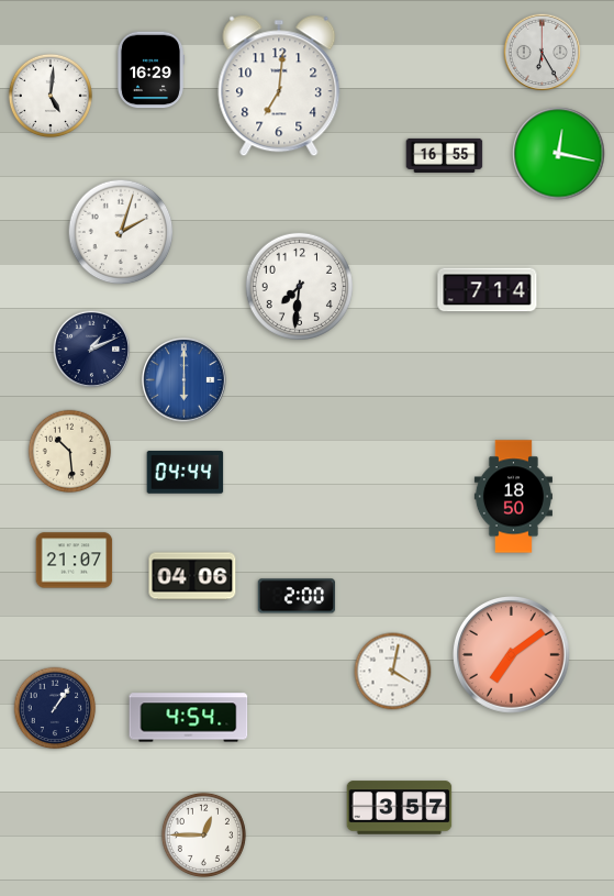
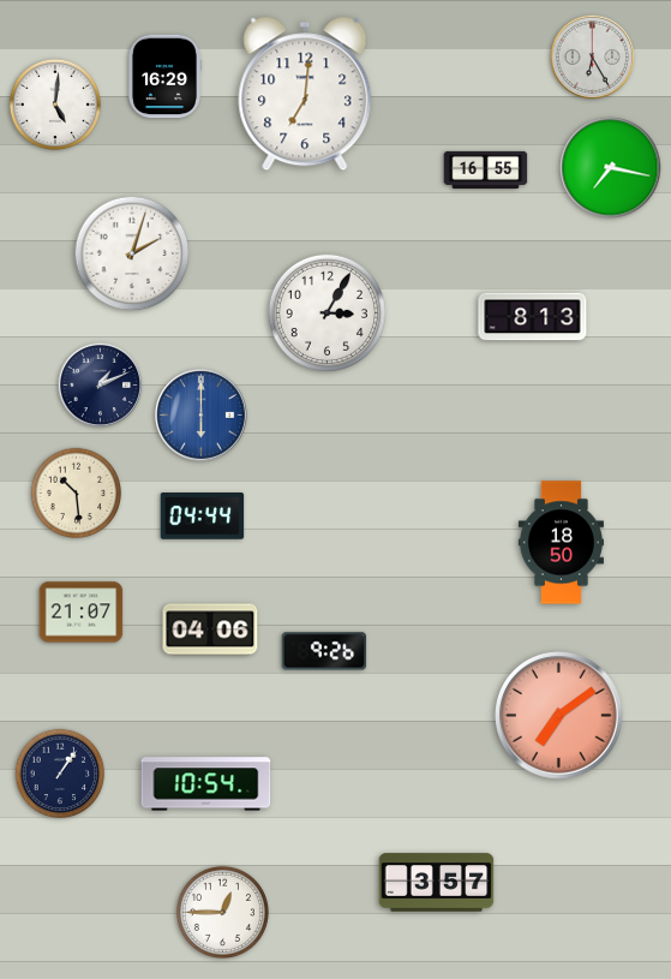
clock at (559, 154): 12:17 -> 7:17
clock at (299, 286): 7:31 -> 3:05
clock at (488, 290): 7:14 -> 8:13
clock at (92, 350) position: (92, 350) -> (101, 386)
clock at (297, 596): 2:00 -> 9:26
clock at (393, 672): 4:02 -> none
clock at (189, 718): 4:54 -> 10:54
